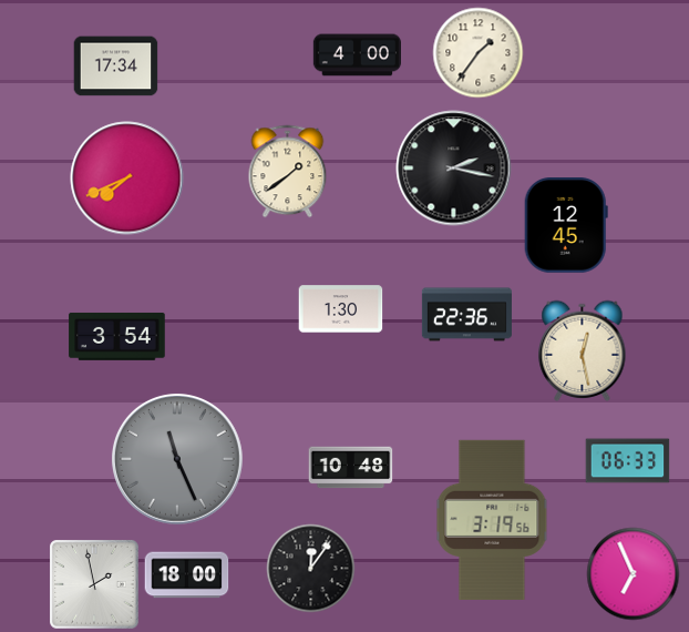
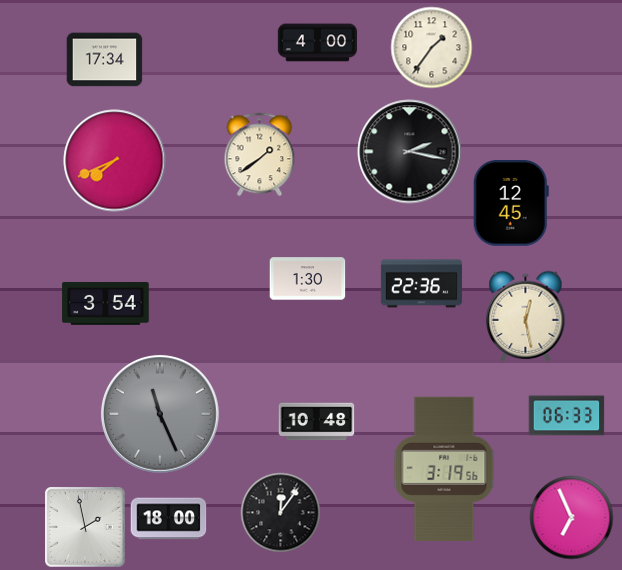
clock at (358, 55) position: (358, 55) -> (318, 43)
